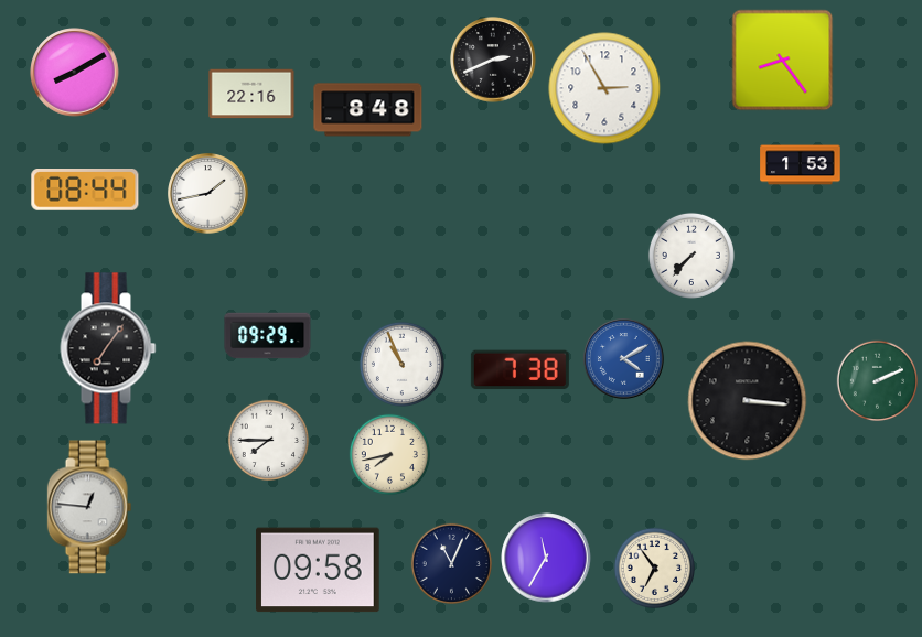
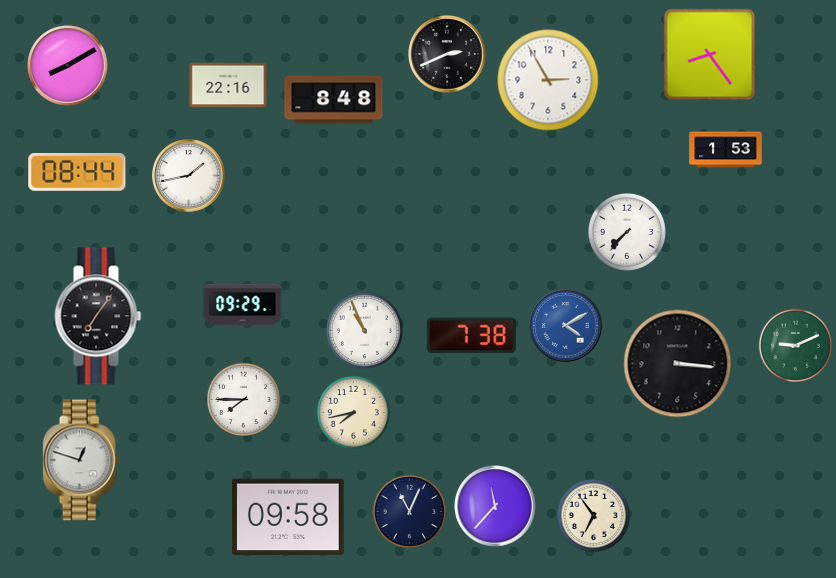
clock at (877, 380): 2:11 -> 9:11
clock at (89, 507): 12:46 -> 12:48
clock at (546, 558): 11:35 -> 11:37
